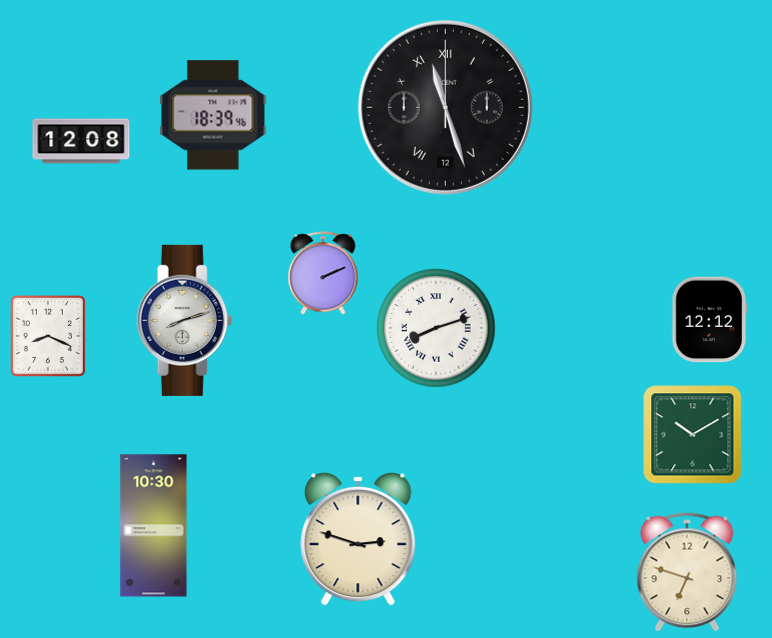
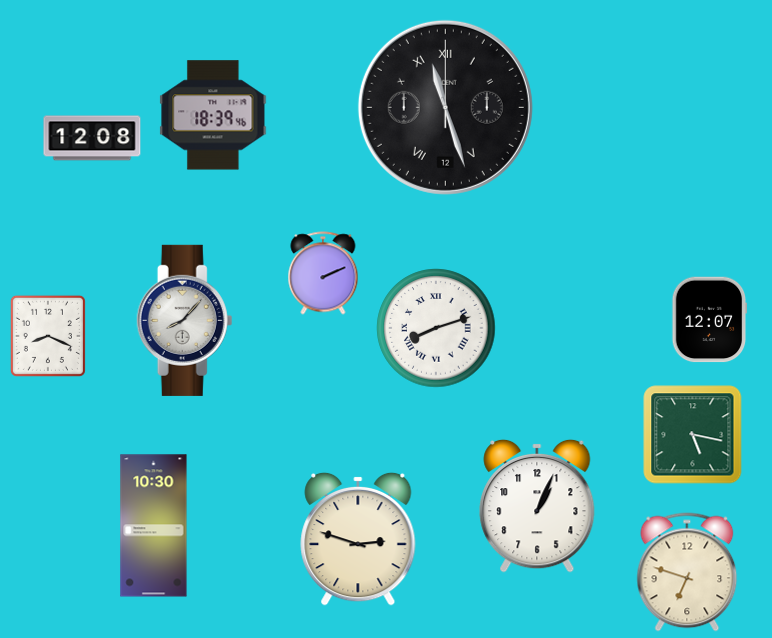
clock at (81, 141) position: (81, 141) -> (92, 138)
clock at (185, 320): 8:12 -> 8:07
clock at (710, 320): 12:12 -> 12:07
clock at (693, 435): 10:10 -> 5:17
clock at (537, 506): none -> 1:04
